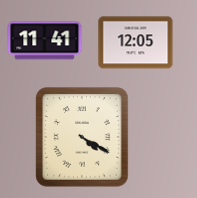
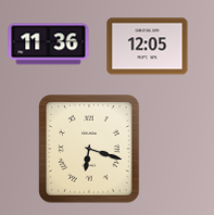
clock at (45, 41): 11:41 -> 11:36
clock at (82, 137): 4:20 -> 6:18
